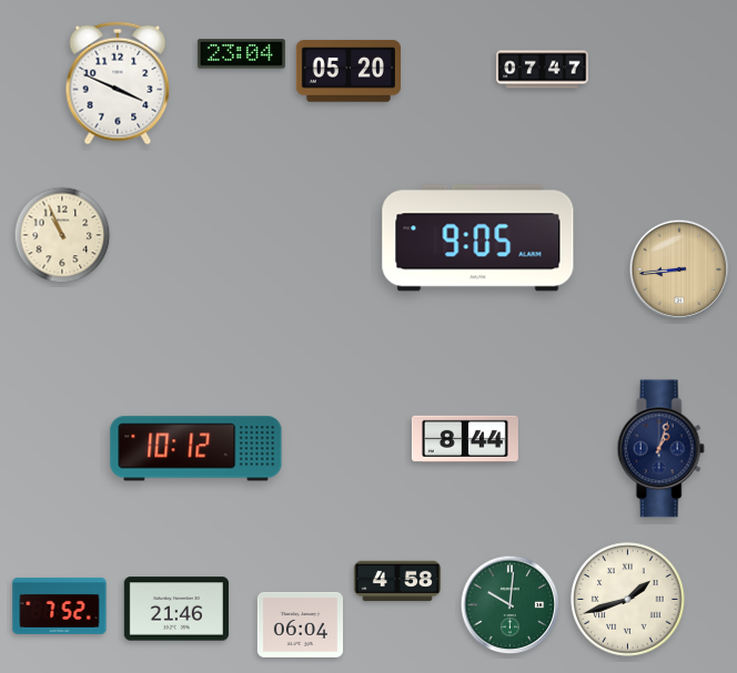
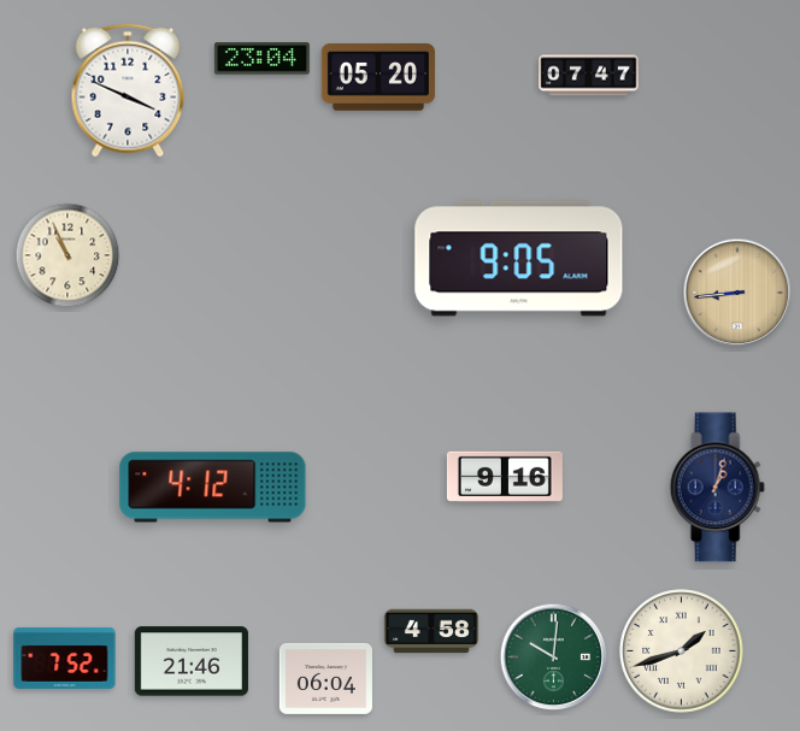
clock at (465, 439): 8:44 -> 9:16
clock at (196, 449): 10:12 -> 4:12
